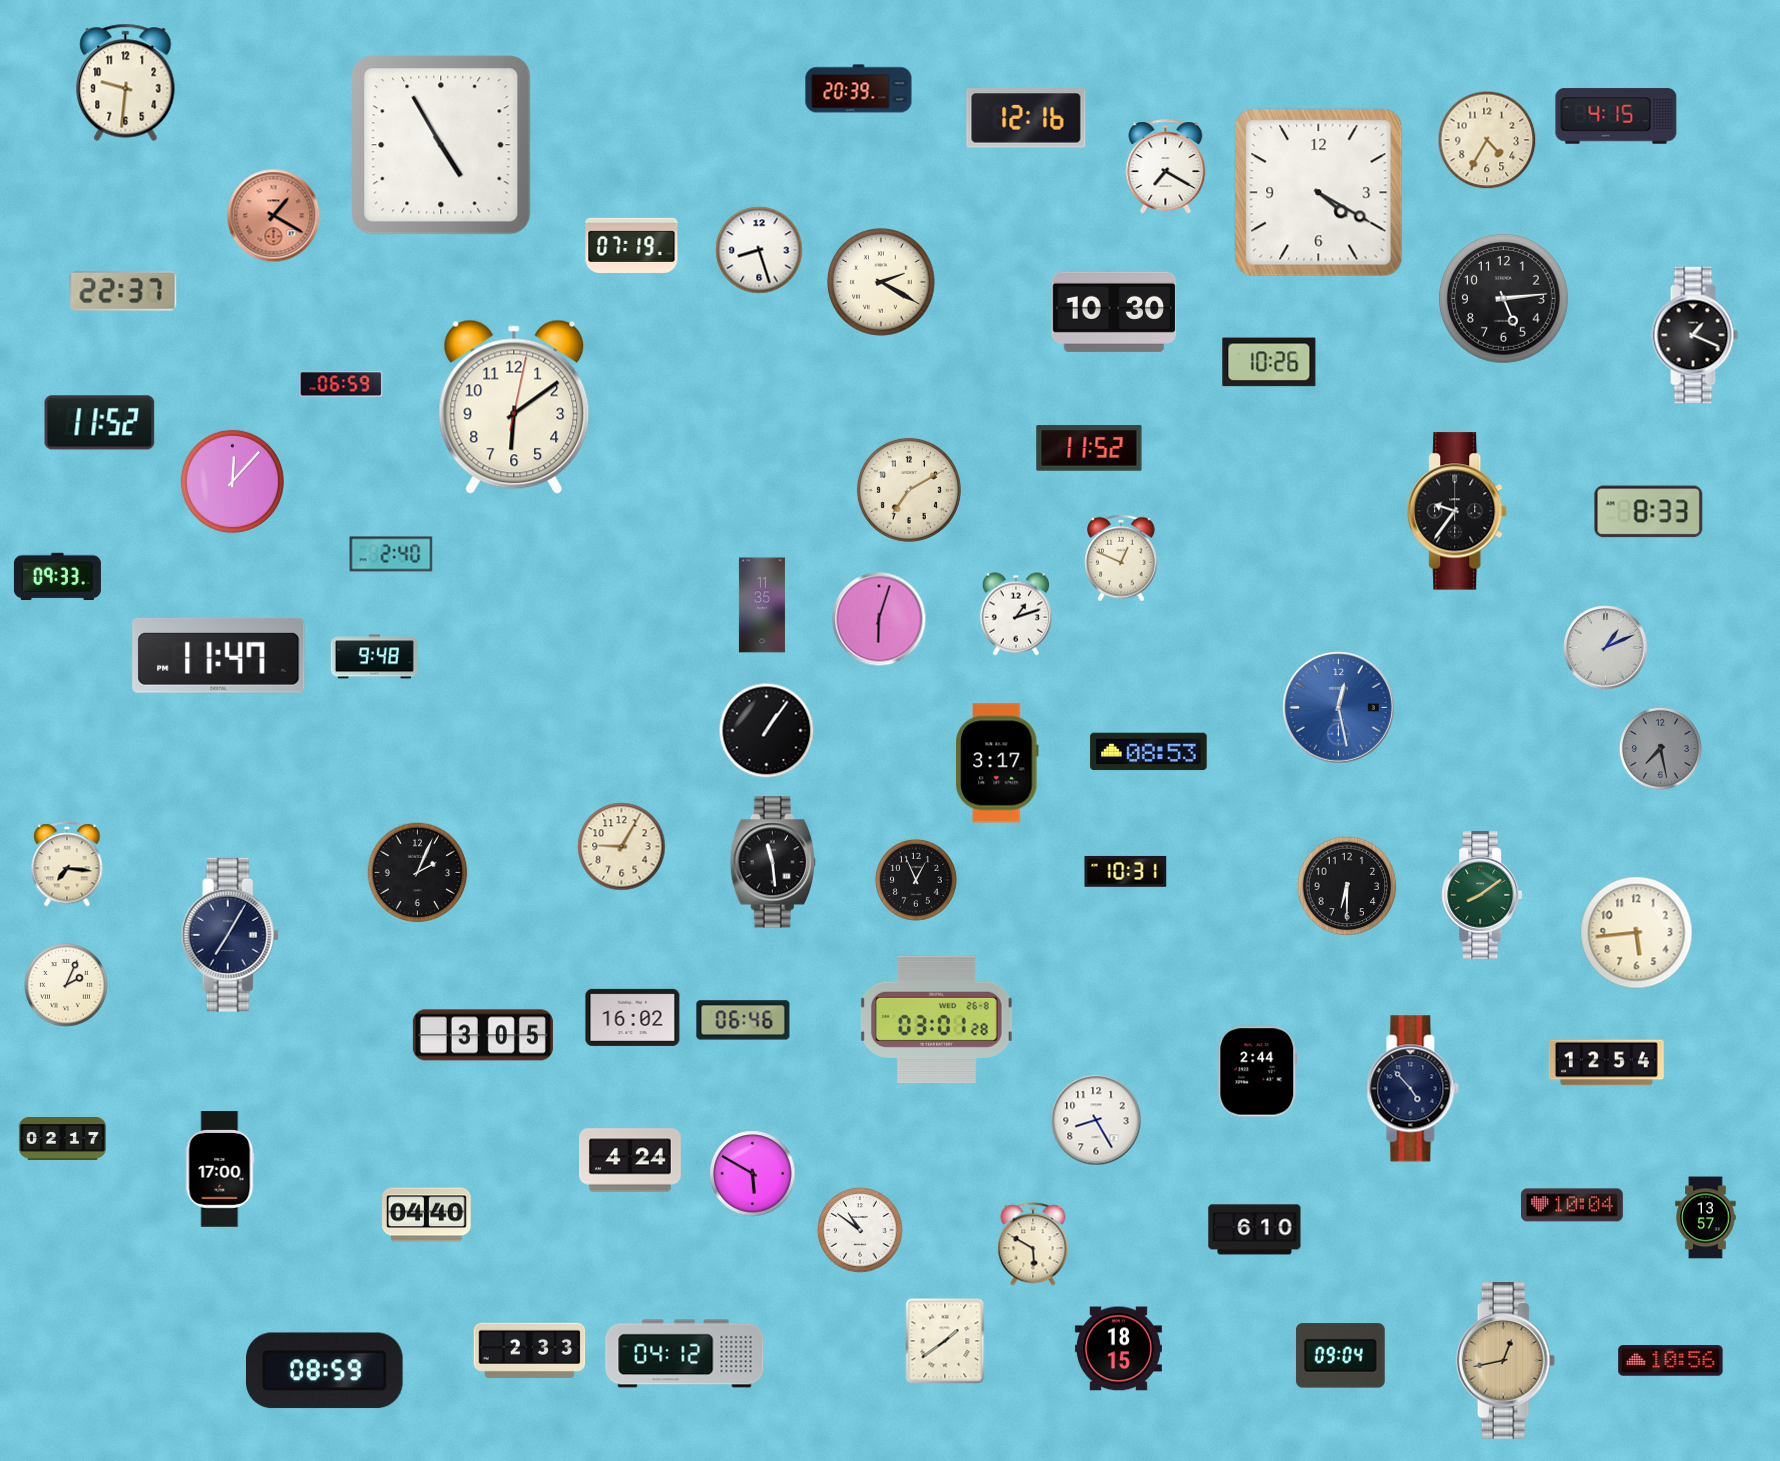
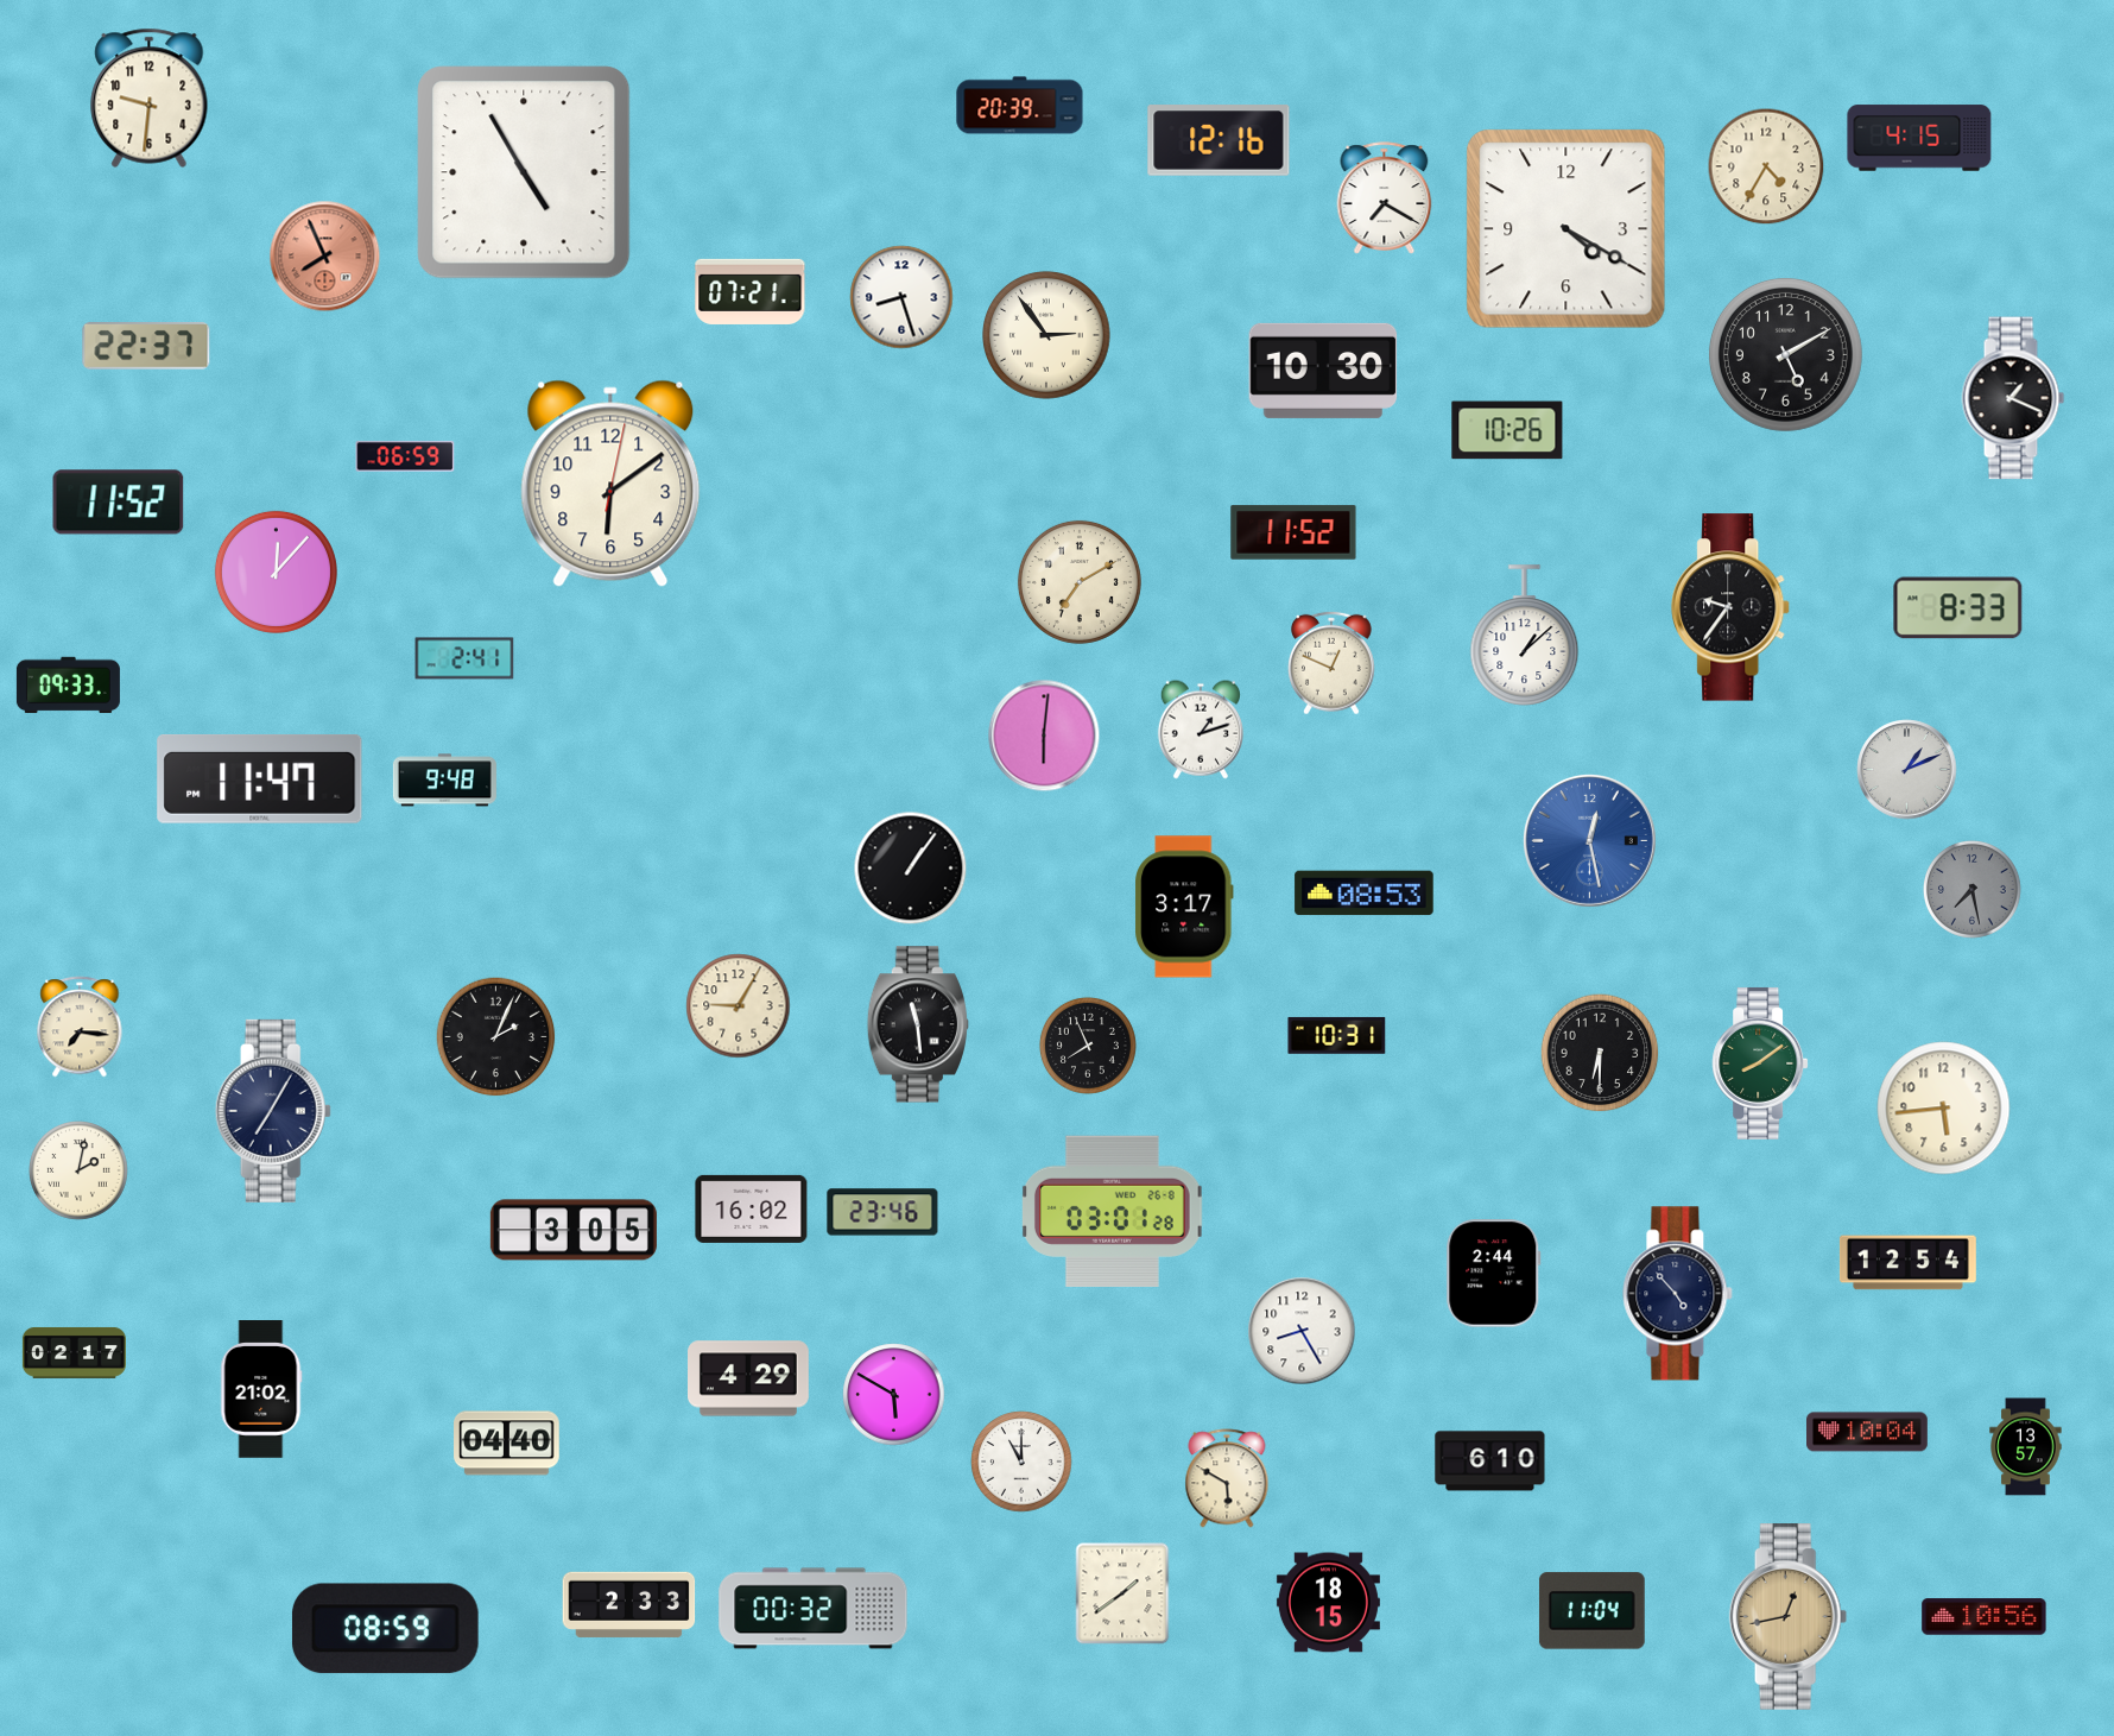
clock at (274, 216): 1:20 -> 7:56
clock at (632, 245): 07:19 -> 07:21
clock at (881, 282): 2:20 -> 2:54
clock at (1503, 298): 5:14 -> 5:10
clock at (1525, 636): none -> 1:08
clock at (391, 554): 2:40 -> 2:41
clock at (762, 605): 11:35 -> none
clock at (1016, 614) position: (1016, 614) -> (1201, 730)
clock at (879, 619): 6:03 -> 6:01
clock at (916, 880): 12:56 -> 7:56
clock at (67, 986): 2:04 -> 2:02
clock at (743, 1020): 06:46 -> 23:46
clock at (631, 1160): 4:24 -> 4:29
clock at (220, 1169): 17:00 -> 21:02
clock at (860, 1230): 10:51 -> 11:00
clock at (685, 1354): 04:12 -> 00:32
clock at (1340, 1356): 09:04 -> 11:04
